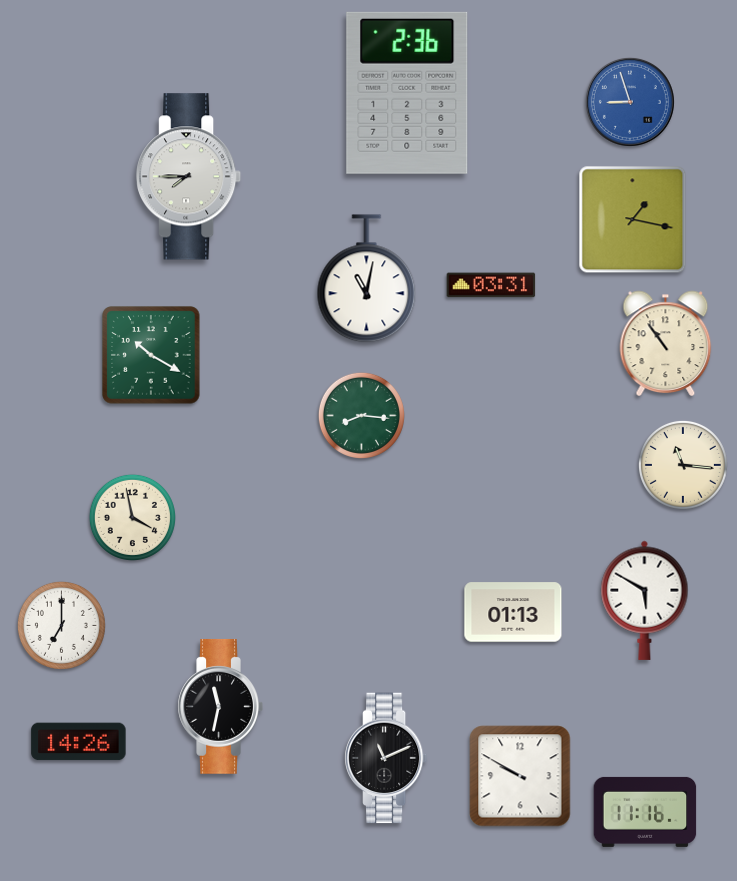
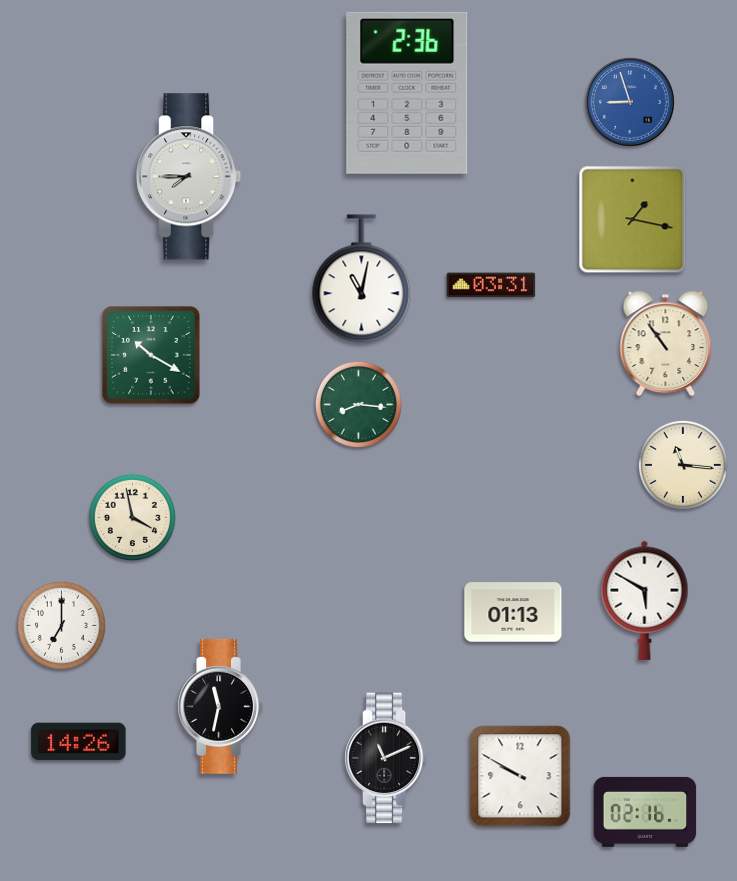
clock at (367, 279) position: (367, 279) -> (362, 279)
clock at (361, 415) position: (361, 415) -> (358, 404)
clock at (645, 812): 11:16 -> 02:16
